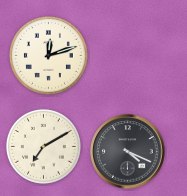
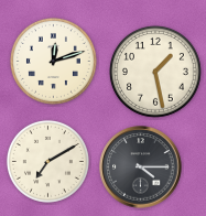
clock at (156, 73): none -> 1:28
clock at (128, 152): 4:19 -> 4:15
